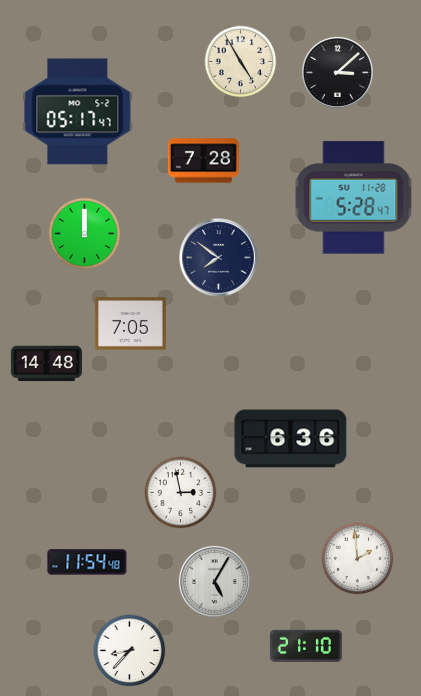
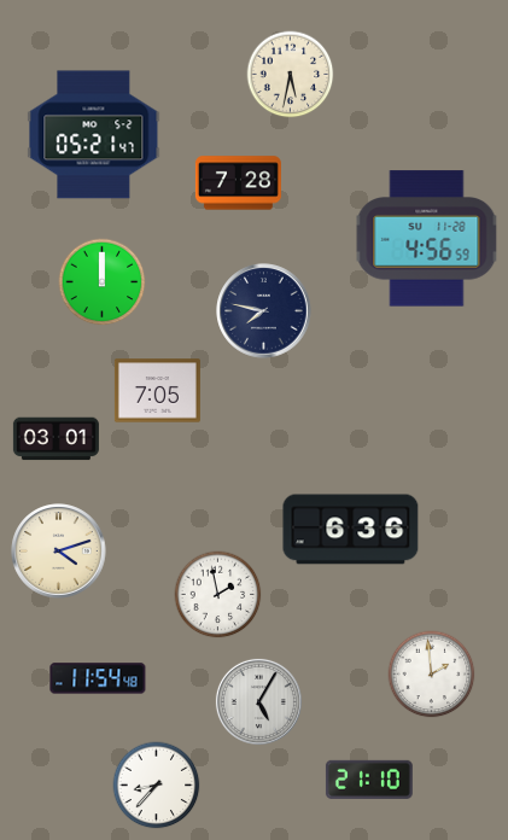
clock at (241, 62): 4:55 -> 5:32
clock at (337, 72): 3:08 -> none
clock at (78, 112): 05:17 -> 05:21
clock at (203, 161) position: (203, 161) -> (238, 183)
clock at (354, 198): 5:28 -> 4:56
clock at (219, 258): 7:51 -> 7:47
clock at (46, 364): 14:48 -> 03:01
clock at (59, 552): none -> 4:12
clock at (181, 493): 2:58 -> 1:58
clock at (87, 562) position: (87, 562) -> (98, 678)
